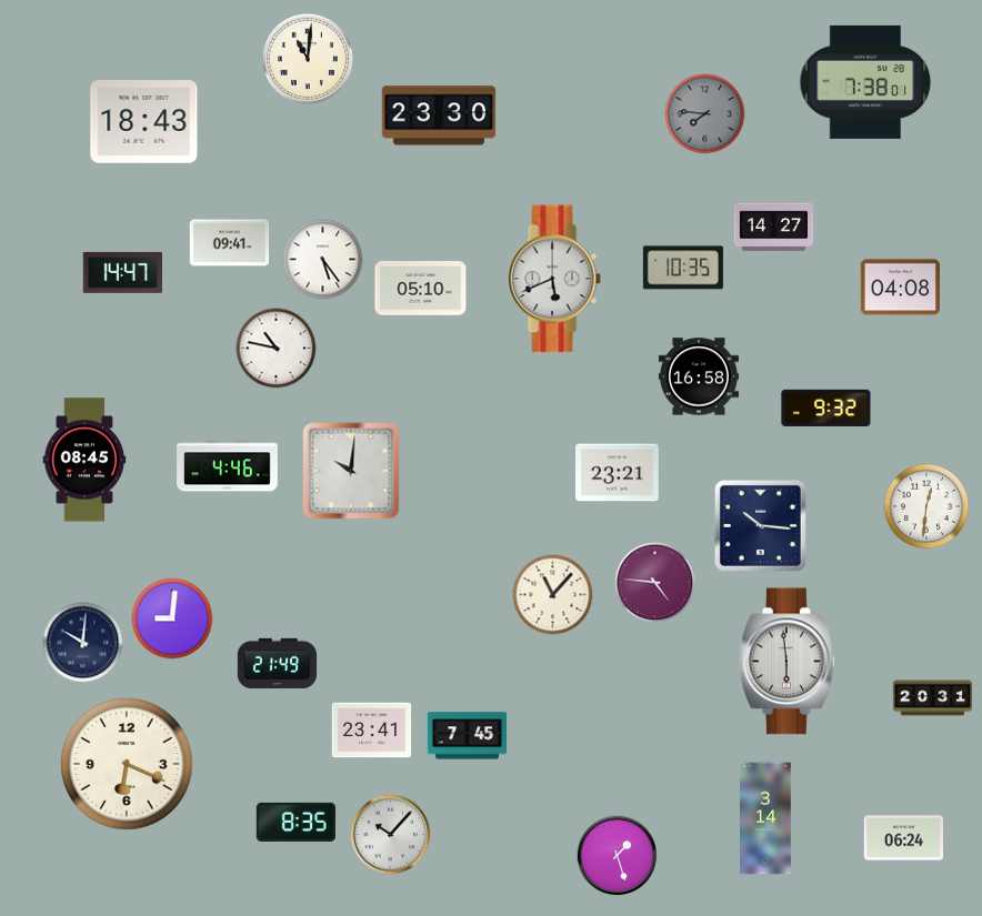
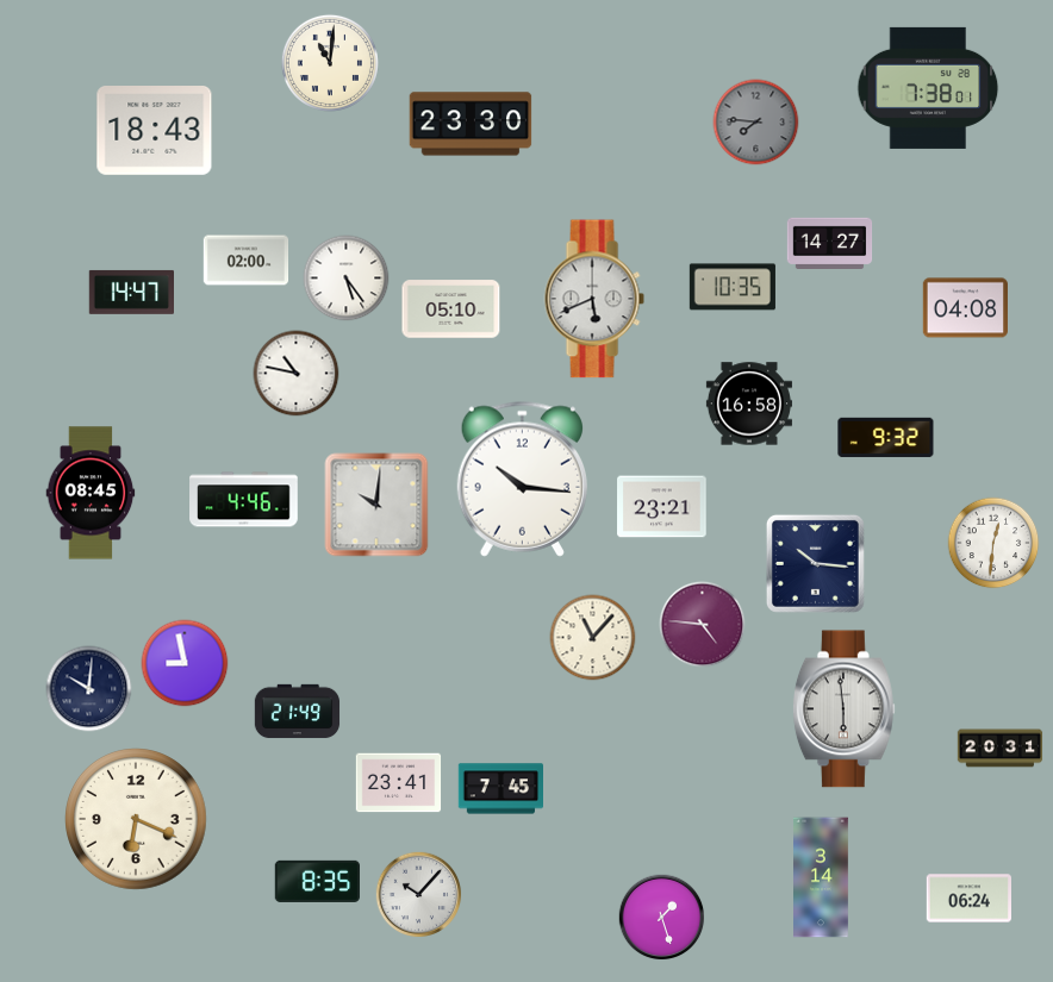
clock at (230, 243): 09:41 -> 02:00
clock at (522, 479): none -> 10:16
clock at (172, 618): 9:01 -> 8:58
